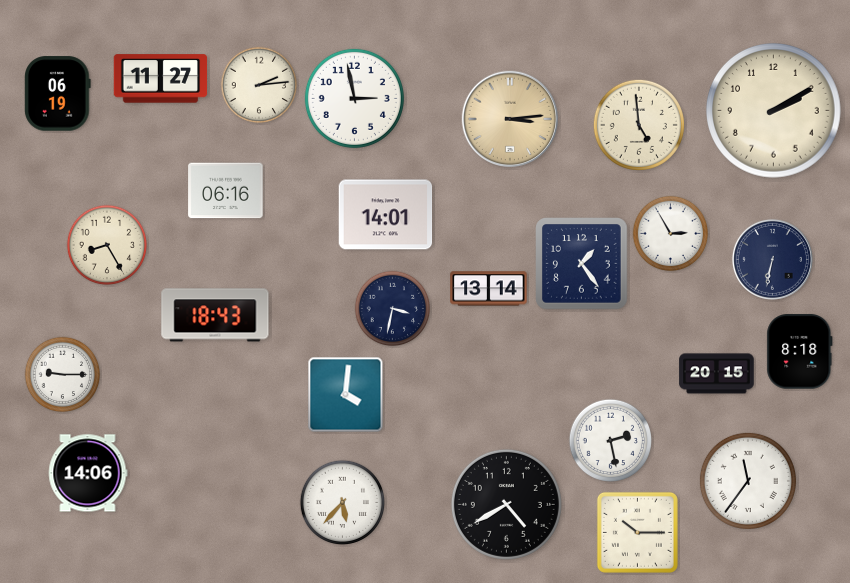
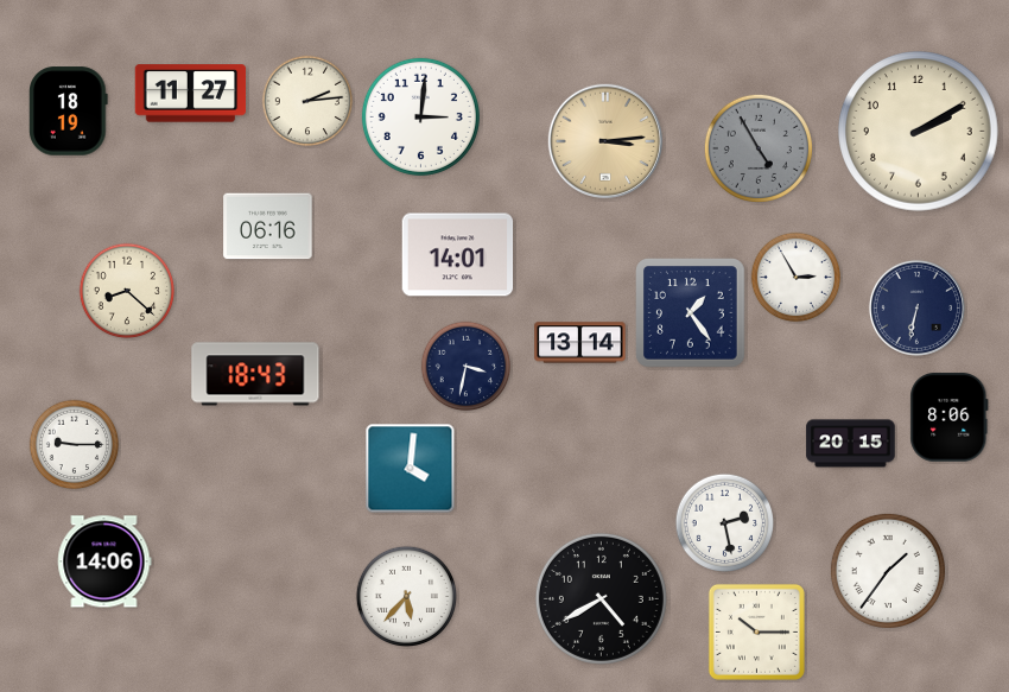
clock at (58, 94): 06:19 -> 18:19
clock at (354, 98): 2:58 -> 3:01
clock at (639, 125): 4:59 -> 4:55
clock at (639, 125) dial: cream -> grey
clock at (107, 245): 8:25 -> 8:22
clock at (800, 352): 8:18 -> 8:06
clock at (748, 481): 11:36 -> 1:36
